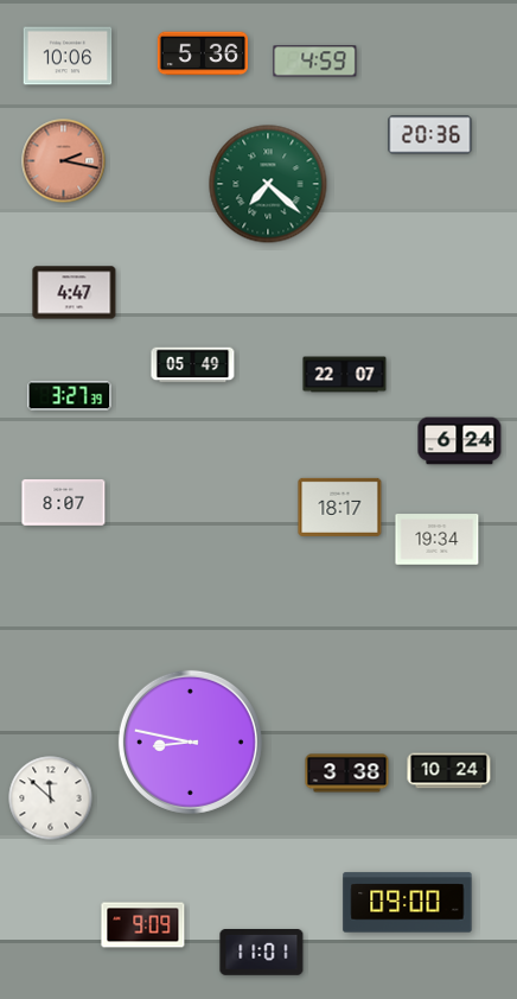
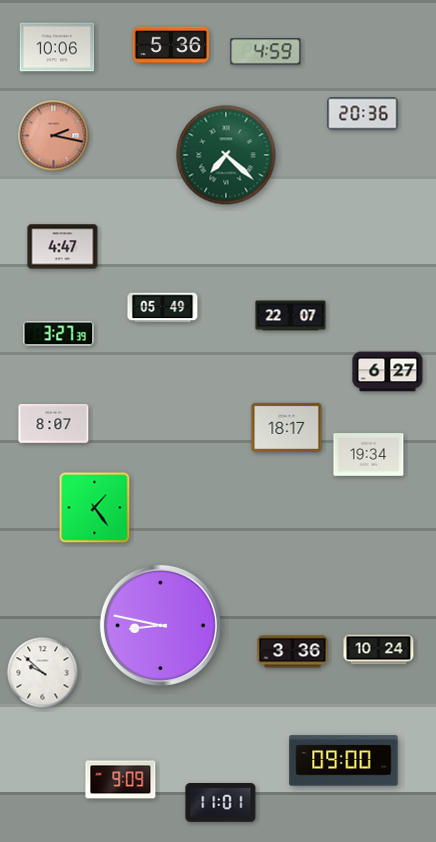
clock at (460, 441): 6:24 -> 6:27
clock at (95, 508): none -> 1:24
clock at (347, 774): 3:38 -> 3:36
clock at (51, 798): 11:52 -> 9:52
